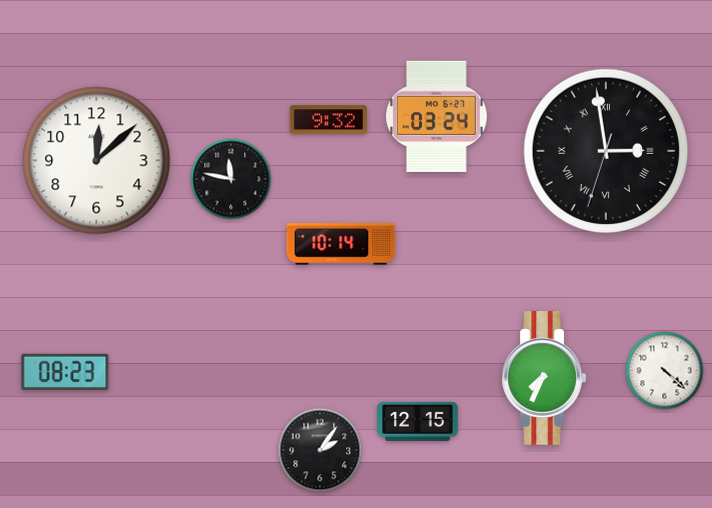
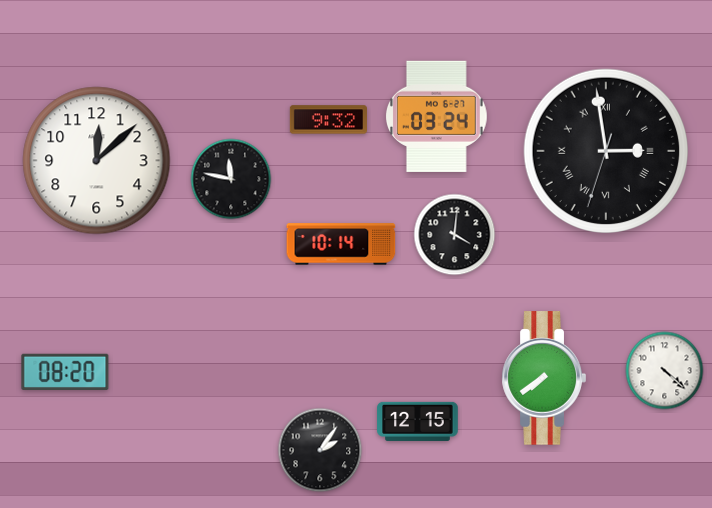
clock at (455, 235): none -> 4:01
clock at (65, 372): 08:23 -> 08:20
clock at (544, 378): 7:34 -> 7:39
